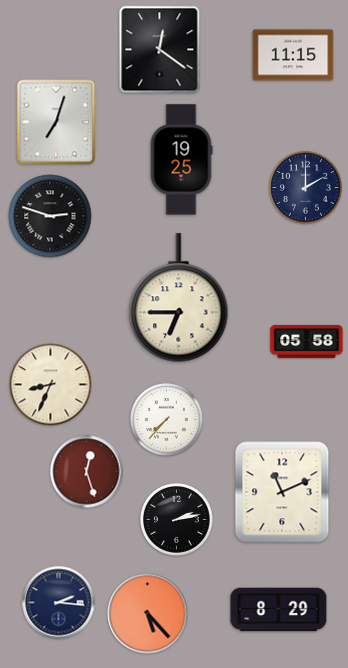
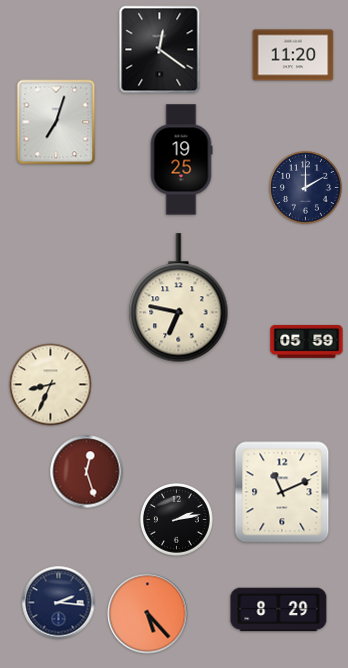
clock at (293, 55): 11:15 -> 11:20
clock at (50, 216): 2:48 -> none
clock at (179, 298): 6:45 -> 6:47
clock at (307, 341): 05:58 -> 05:59
clock at (167, 420): 7:37 -> none
